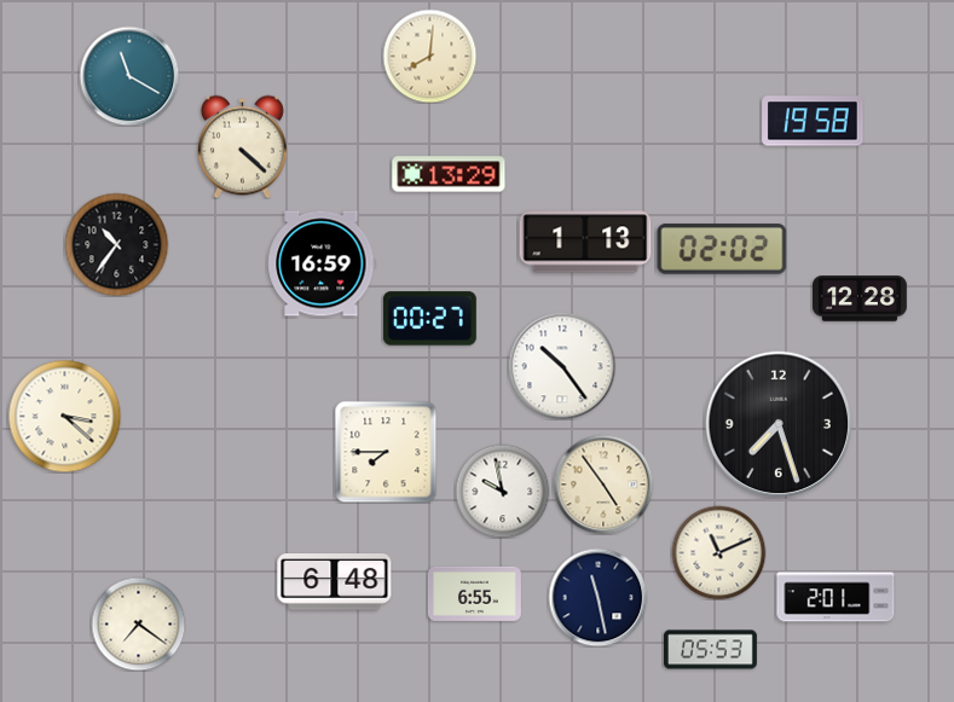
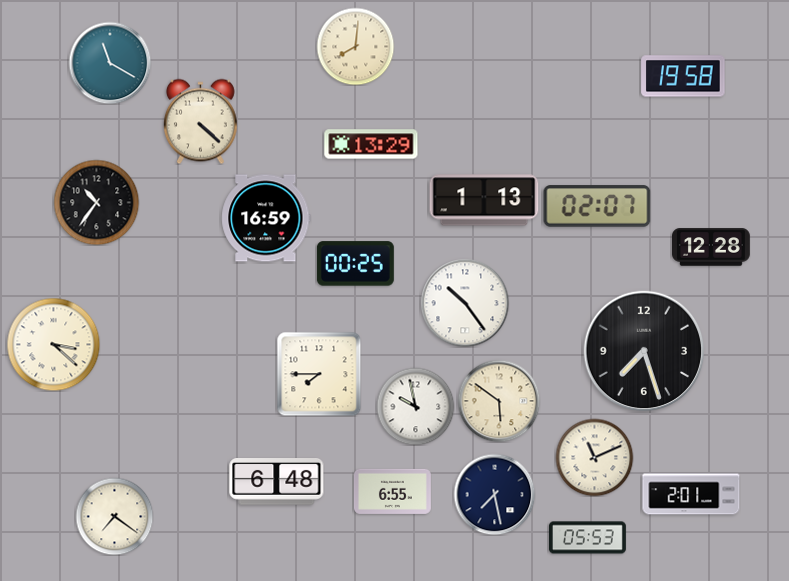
clock at (129, 76) position: (129, 76) -> (110, 63)
clock at (813, 121) position: (813, 121) -> (683, 76)
clock at (722, 249): 02:02 -> 02:07
clock at (429, 319): 00:27 -> 00:25
clock at (603, 485): 4:54 -> 5:51
clock at (597, 597): 11:28 -> 7:28
